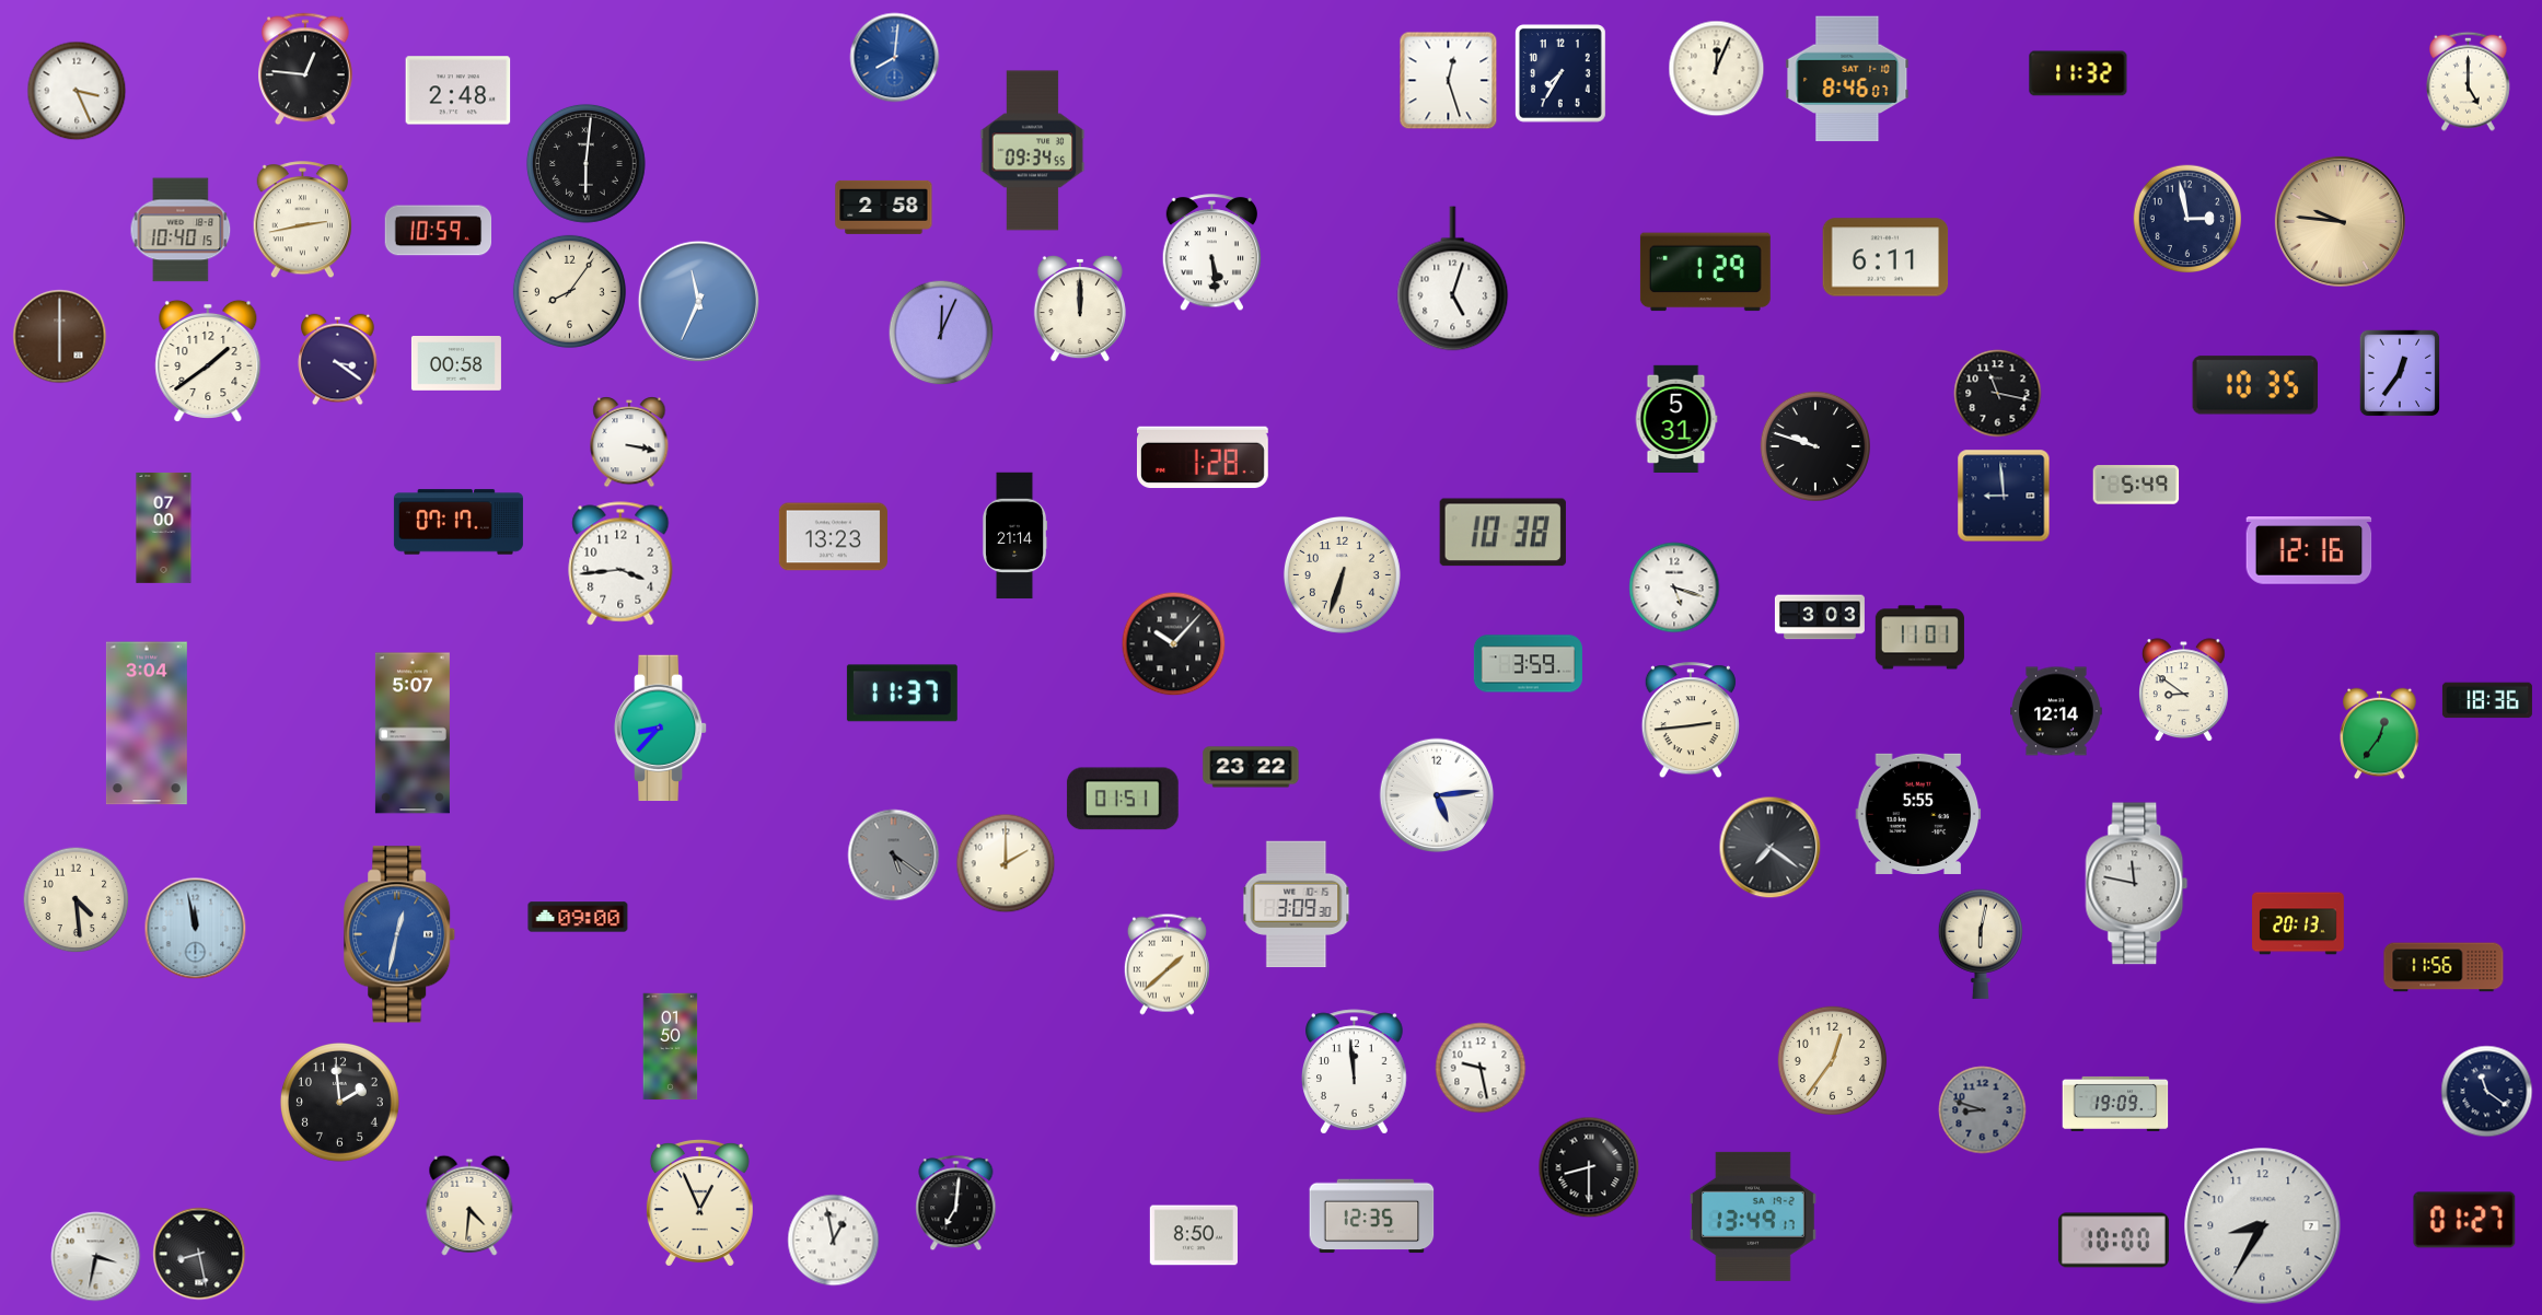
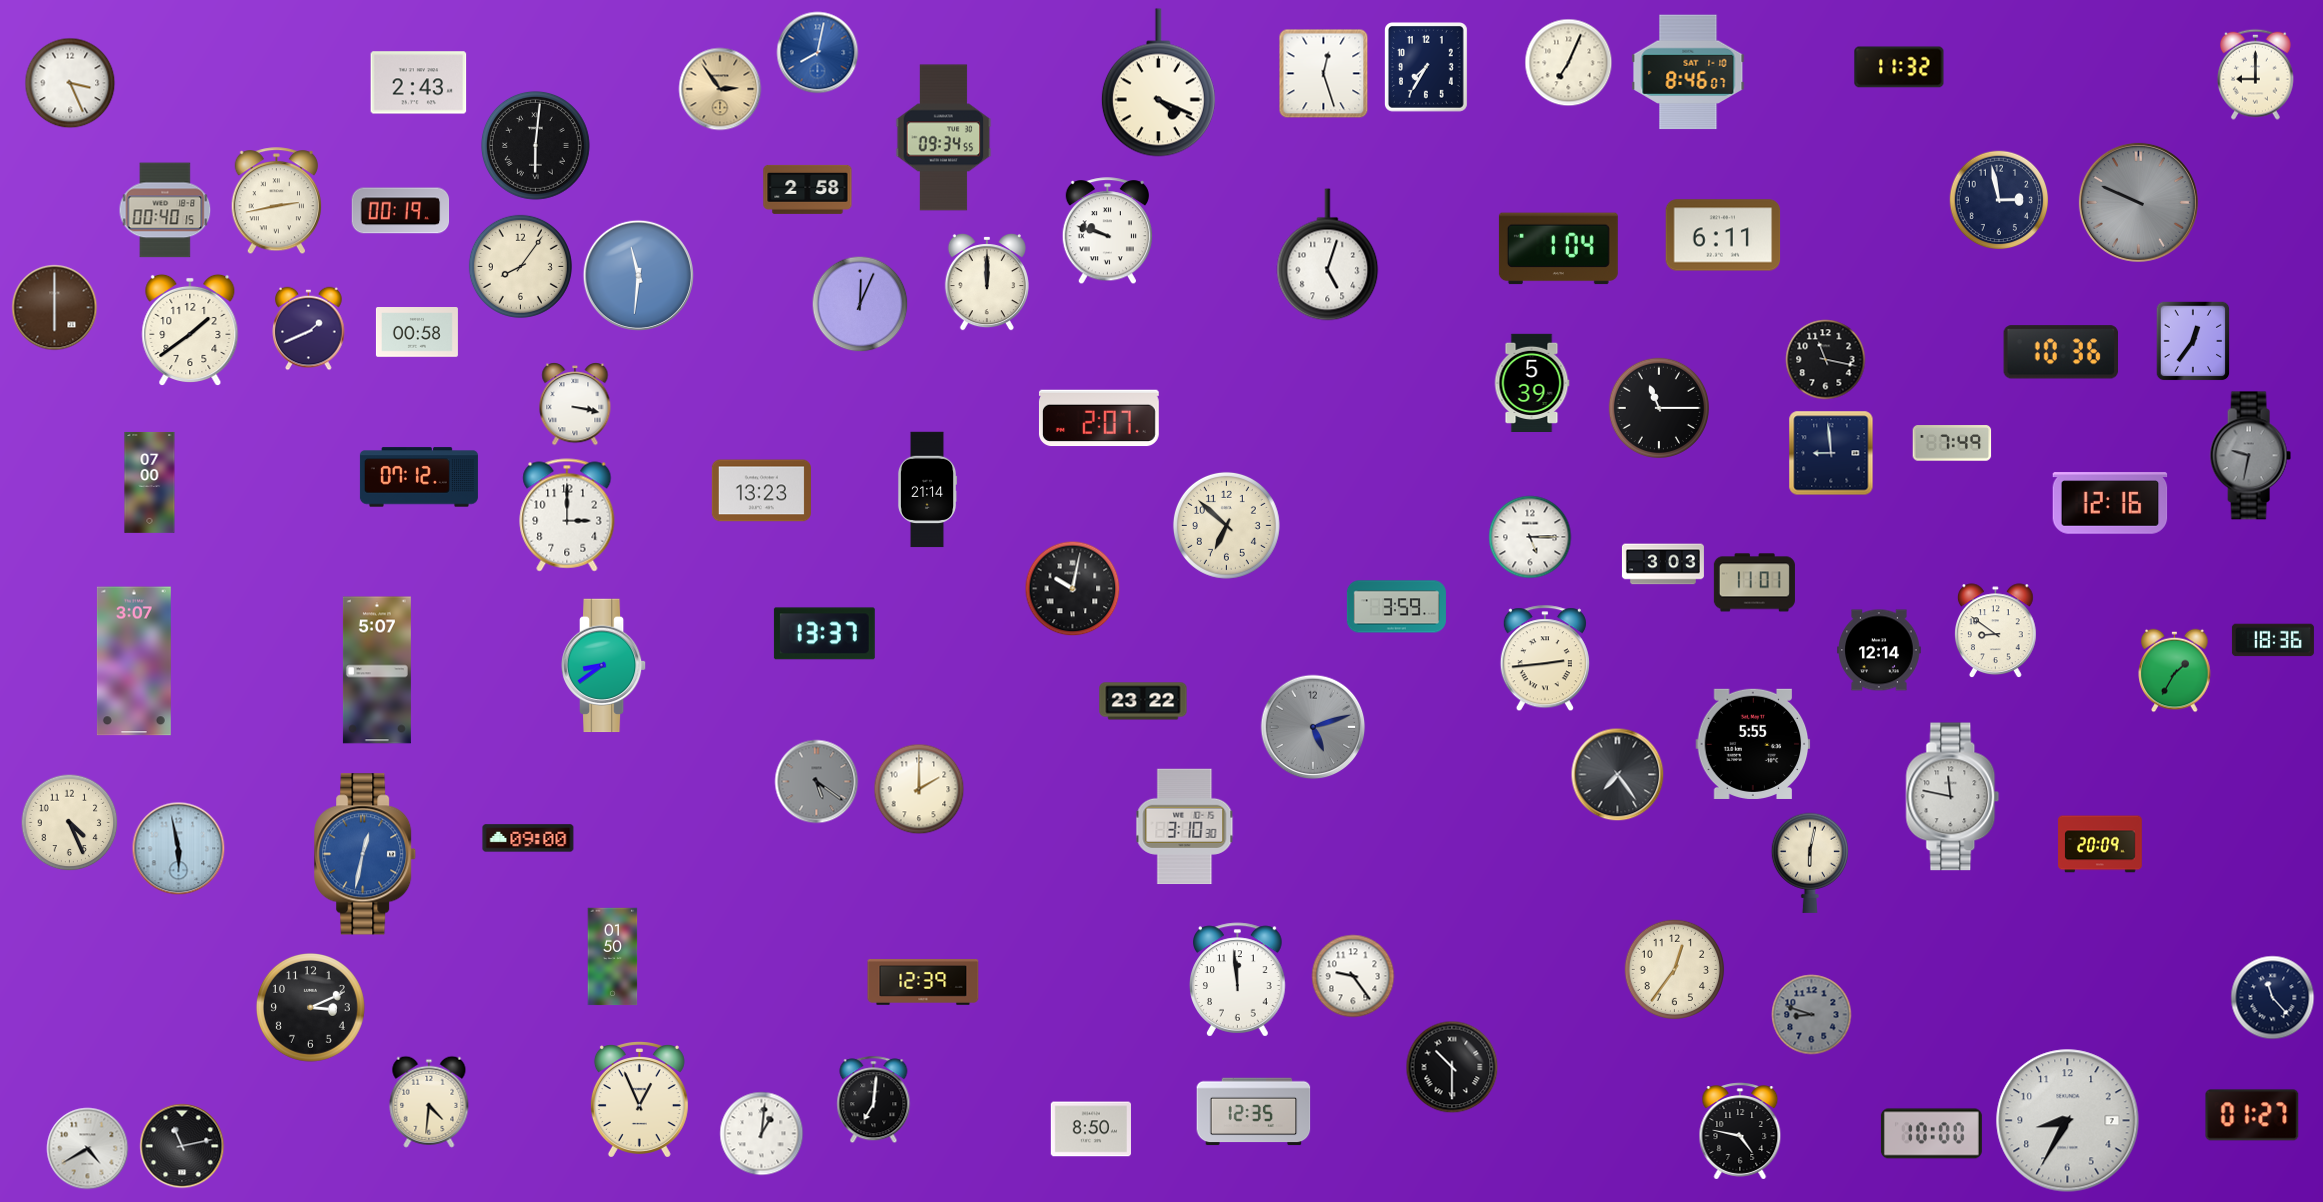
clock at (895, 58): 8:01 -> 8:02
clock at (306, 69): 12:46 -> none
clock at (1717, 69): 12:04 -> 7:04
clock at (2468, 81): 5:00 -> 9:00
clock at (459, 91): 2:48 -> 2:43
clock at (1158, 83): none -> 4:19
clock at (720, 89): none -> 2:54
clock at (585, 163) position: (585, 163) -> (535, 145)
clock at (2340, 221): 9:46 -> 9:49
clock at (2340, 221) dial: champagne -> grey
clock at (181, 230): 10:40 -> 00:40
clock at (439, 231): 10:59 -> 00:19
clock at (1211, 253): 5:29 -> 9:48
clock at (1705, 272): 1:29 -> 1:04
clock at (698, 301): 11:34 -> 11:31
clock at (338, 360): 3:21 -> 1:41
clock at (2254, 385): 10:35 -> 10:36
clock at (1676, 418): 5:31 -> 5:39
clock at (1814, 445): 9:48 -> 11:15
clock at (1203, 457): 1:28 -> 2:07
clock at (2136, 485): 5:49 -> 7:49
clock at (2250, 456): none -> 9:32
clock at (459, 522): 07:17 -> 07:12
clock at (1502, 533): 10:38 -> none
clock at (620, 563): 3:44 -> 3:00
clock at (1342, 574): 6:33 -> 6:52
clock at (1674, 587): 5:18 -> 5:15
clock at (1174, 644): 10:07 -> 10:02
clock at (902, 694): 11:37 -> 13:37
clock at (147, 723): 3:04 -> 3:07
clock at (661, 729): 8:37 -> 8:39
clock at (2380, 734): 12:36 -> 1:35
clock at (1437, 795): 5:14 -> 5:12
clock at (1437, 795) dial: white -> grey
clock at (1123, 799): 01:51 -> none
clock at (1771, 848): 7:21 -> 7:24
clock at (2137, 884) position: (2137, 884) -> (1953, 797)
clock at (77, 900): 4:29 -> 4:26
clock at (1297, 905): 3:09 -> 3:10
clock at (2298, 923): 20:13 -> 20:09
clock at (196, 929): 11:58 -> 5:58
clock at (1166, 964): 1:38 -> none
clock at (2444, 967): 11:56 -> none
clock at (1481, 1068): 9:28 -> 9:24
clock at (923, 983): none -> 12:39
clock at (2487, 1092): 11:21 -> 11:23
clock at (339, 1102): 1:59 -> 3:11
clock at (2115, 1104): 19:09 -> none
clock at (1589, 1167): 8:30 -> 10:30
clock at (1753, 1217): 13:49 -> none
clock at (1740, 1131): none -> 4:47
clock at (834, 1241): 12:58 -> 1:01
clock at (199, 1254): 8:28 -> 11:13
clock at (96, 1257): 3:32 -> 4:40
